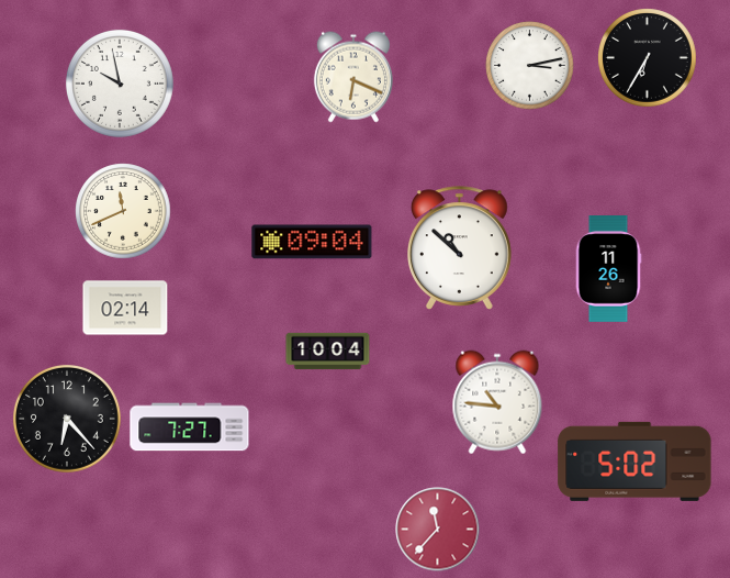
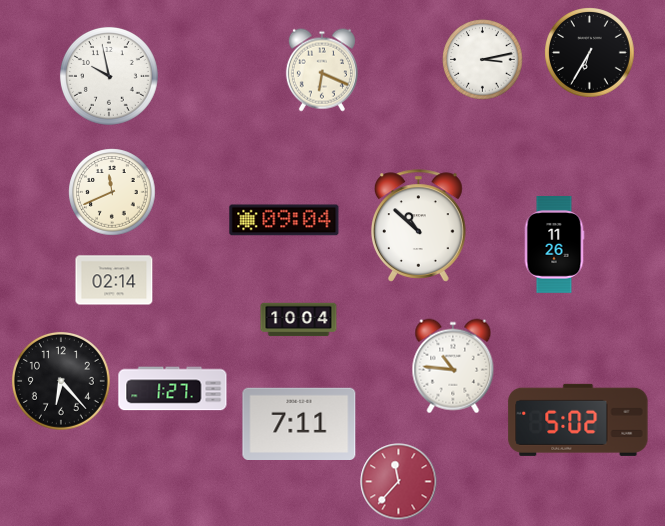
clock at (190, 427): 7:27 -> 1:27
clock at (299, 423): none -> 7:11
